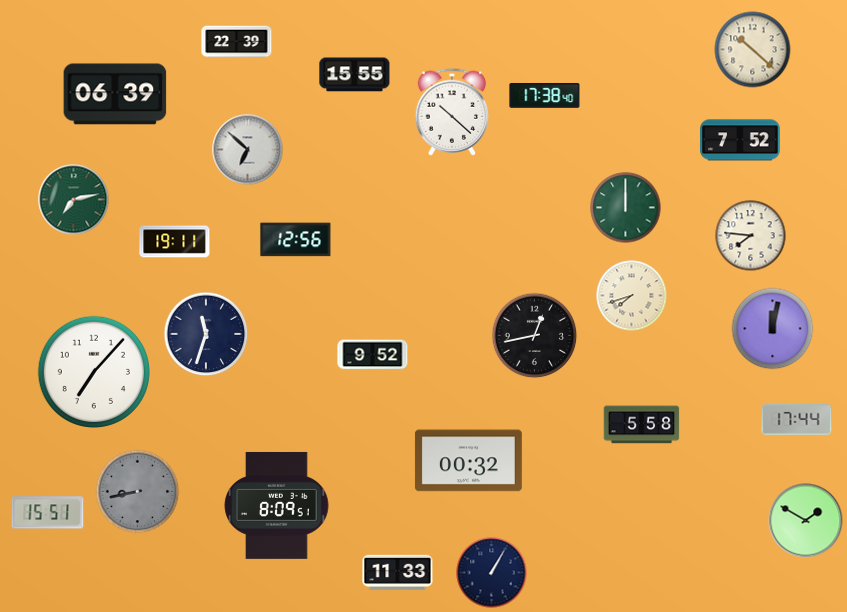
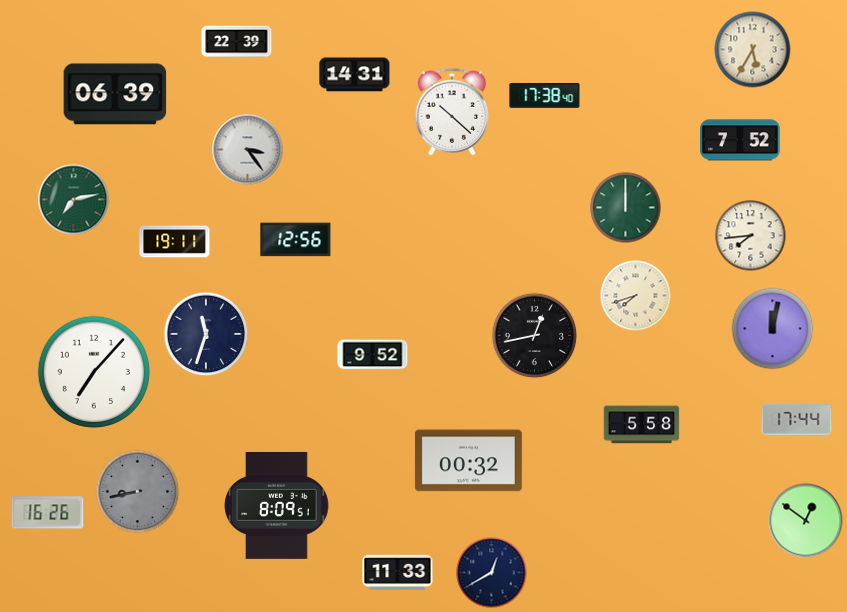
clock at (753, 50): 10:22 -> 5:35
clock at (355, 75): 15:55 -> 14:31
clock at (248, 150): 6:52 -> 3:24
clock at (751, 236): 7:46 -> 7:44
clock at (632, 296) position: (632, 296) -> (636, 296)
clock at (48, 513): 15:51 -> 16:26
clock at (806, 521): 1:50 -> 12:51
clock at (492, 573): 1:05 -> 12:40
